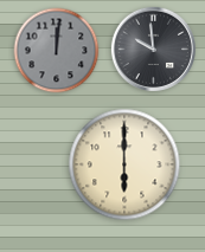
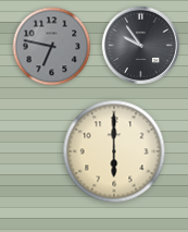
clock at (153, 49): 9:59 -> 9:54
clock at (57, 51): 12:01 -> 6:47
